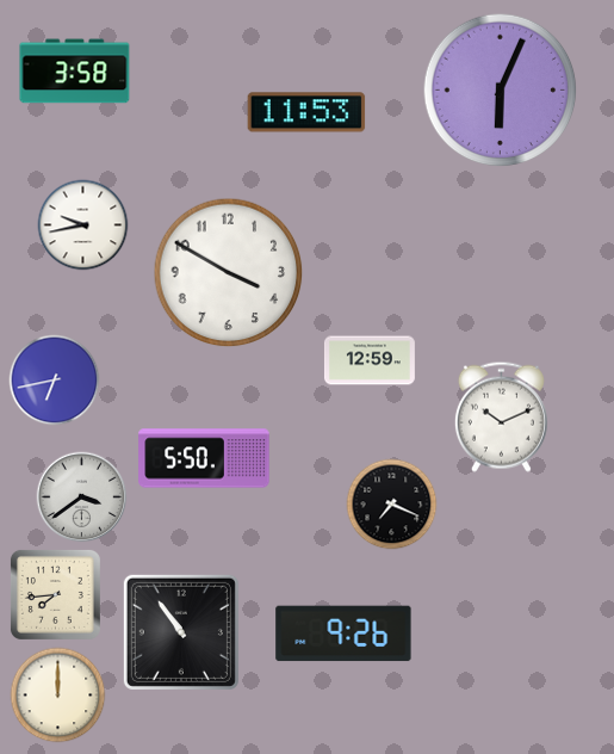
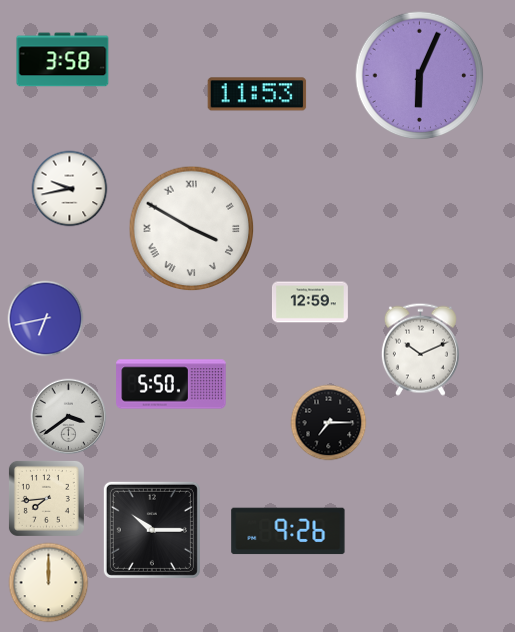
clock at (229, 273) numerals: Arabic -> Roman
clock at (392, 505): 7:19 -> 7:15
clock at (181, 632): 10:54 -> 10:15
